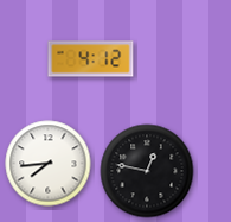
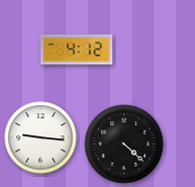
clock at (49, 164): 7:44 -> 9:16
clock at (147, 171): 12:47 -> 4:22
